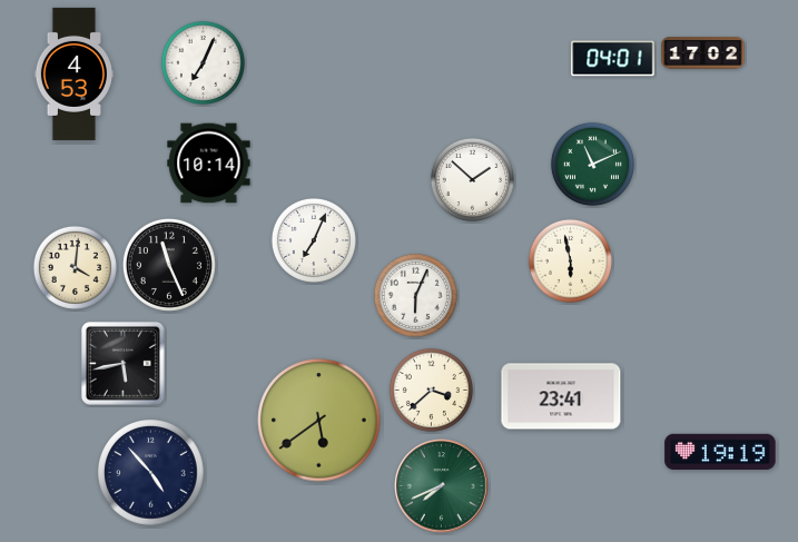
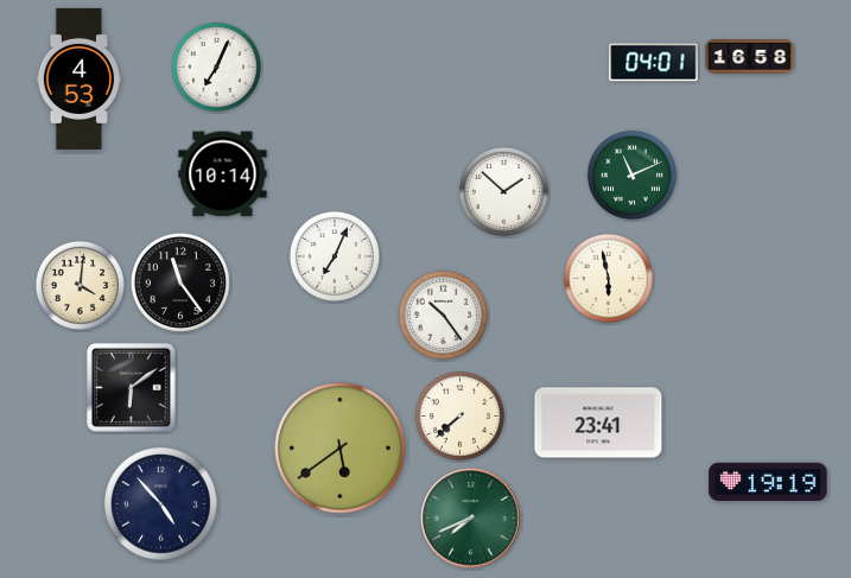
clock at (703, 53): 17:02 -> 16:58
clock at (169, 265): 11:26 -> 11:24
clock at (415, 295): 6:04 -> 10:24
clock at (124, 364): 5:43 -> 6:09
clock at (431, 390): 3:38 -> 7:38
